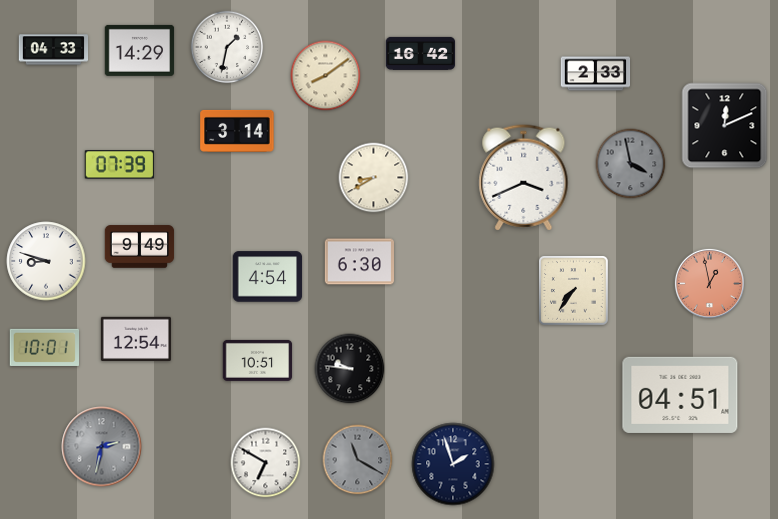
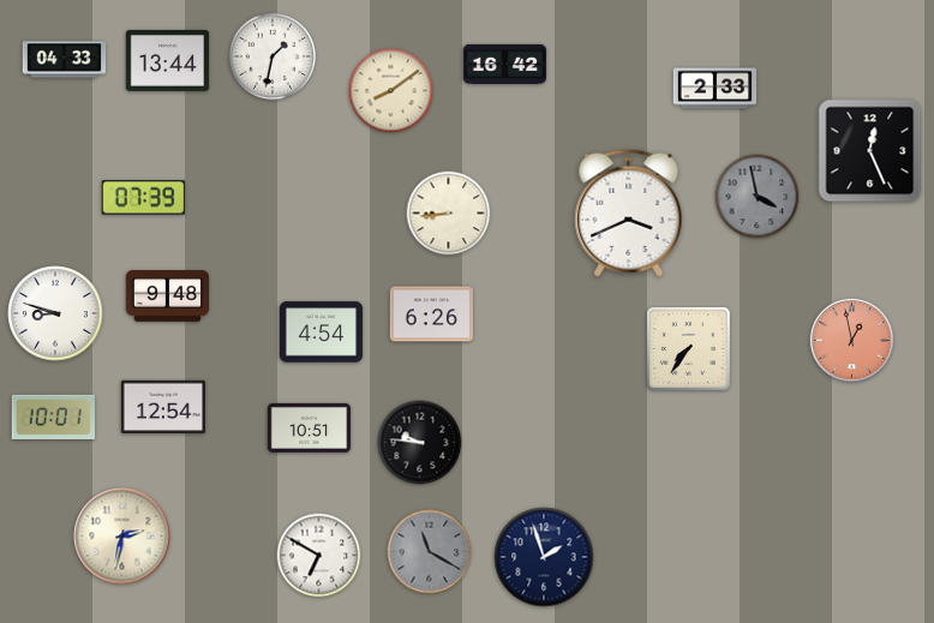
clock at (140, 50): 14:29 -> 13:44
clock at (725, 126): 12:11 -> 12:26
clock at (237, 131): 3:14 -> none
clock at (374, 178): 8:40 -> 8:44
clock at (140, 247): 9:49 -> 9:48
clock at (360, 262): 6:30 -> 6:26
clock at (258, 360) position: (258, 360) -> (310, 427)
clock at (680, 395): 04:51 -> none
clock at (102, 447) dial: grey -> cream
